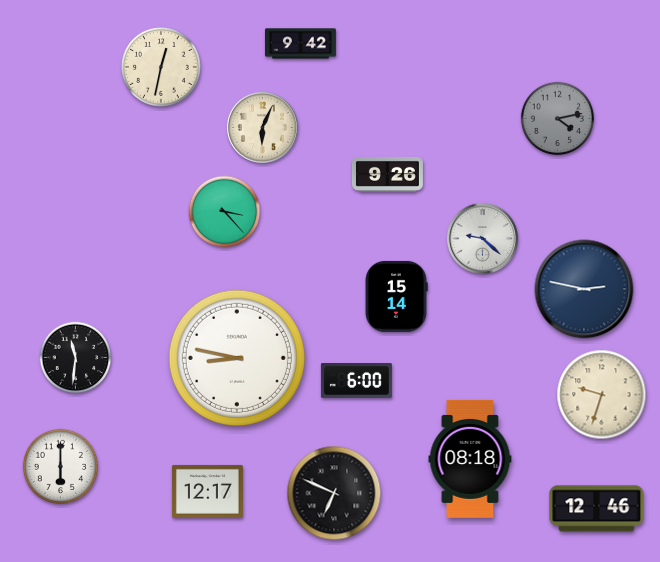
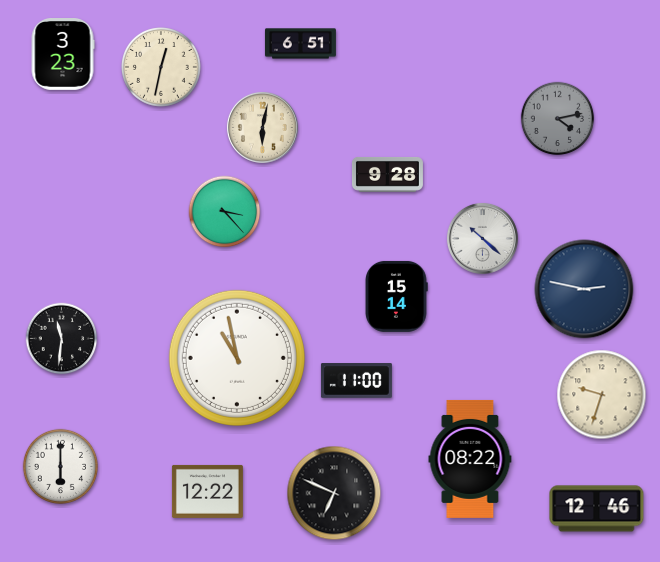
clock at (300, 44): 9:42 -> 6:51
clock at (63, 55): none -> 3:23
clock at (262, 127): 6:04 -> 6:02
clock at (387, 174): 9:26 -> 9:28
clock at (482, 238): 9:22 -> 10:22
clock at (76, 358) position: (76, 358) -> (62, 339)
clock at (237, 358): 8:47 -> 10:58
clock at (356, 381): 6:00 -> 11:00
clock at (470, 459): 08:18 -> 08:22
clock at (207, 491): 12:17 -> 12:22
